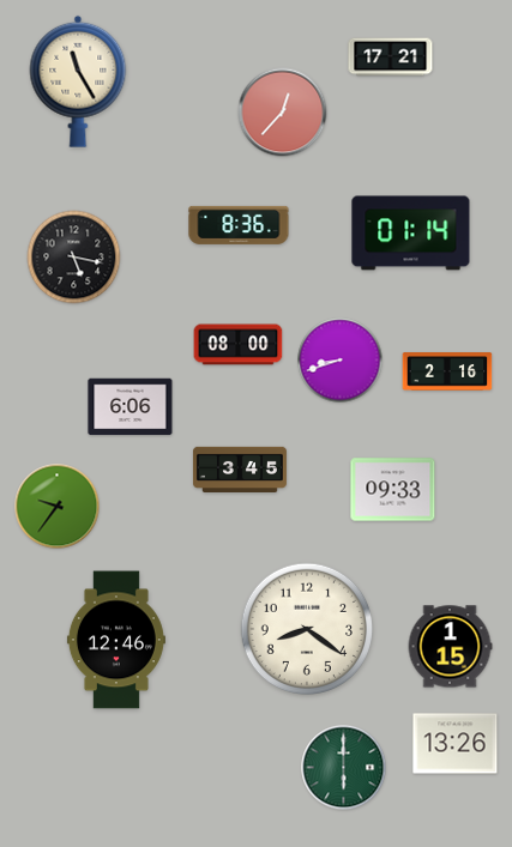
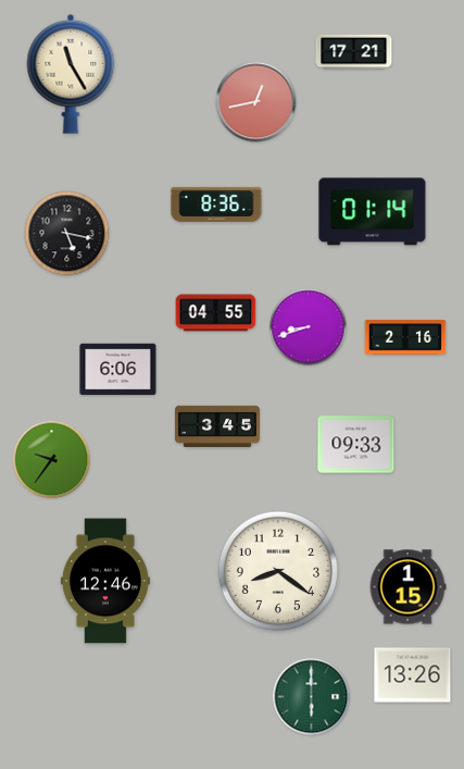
clock at (283, 113): 12:37 -> 12:43
clock at (239, 345): 08:00 -> 04:55
